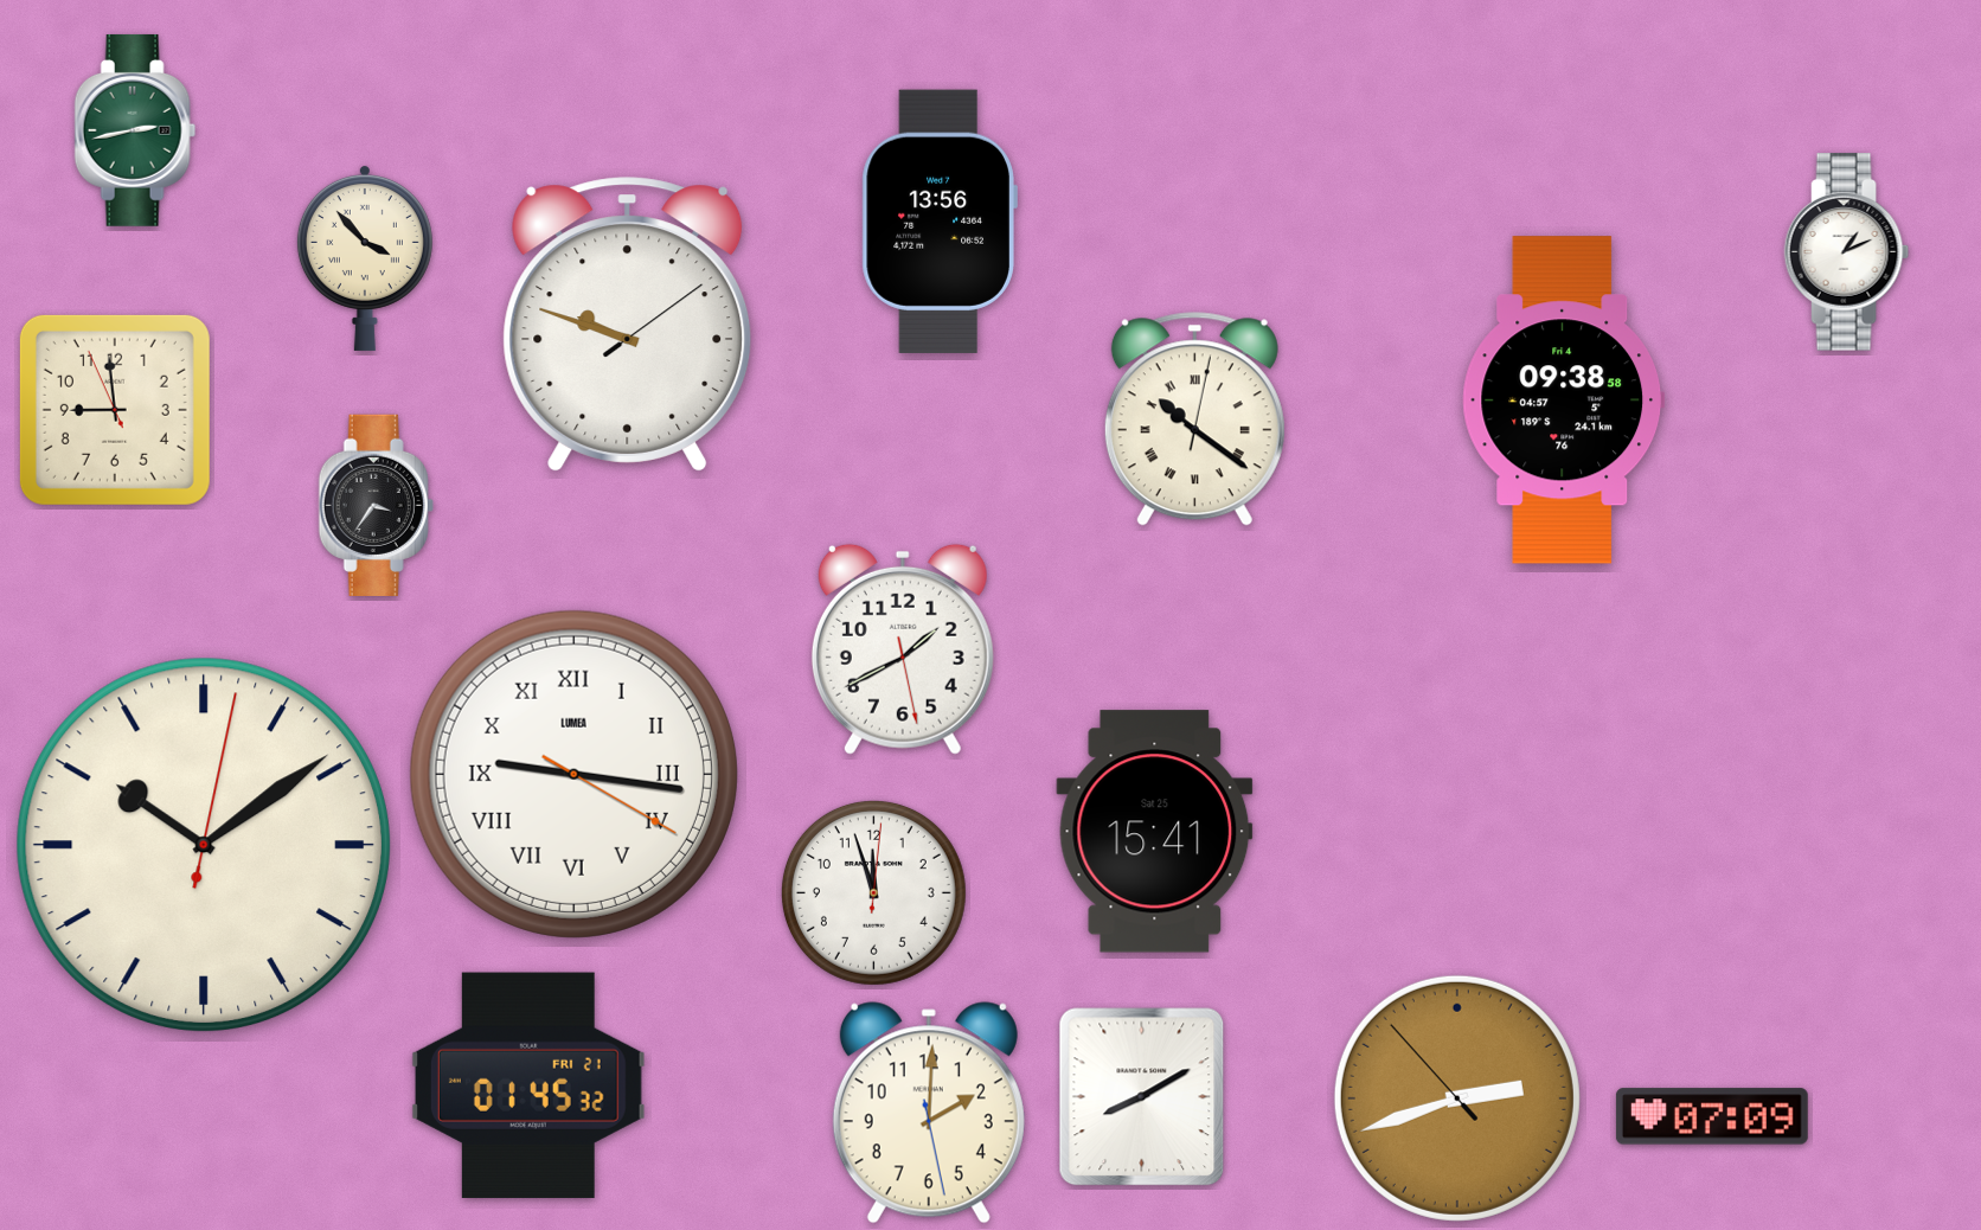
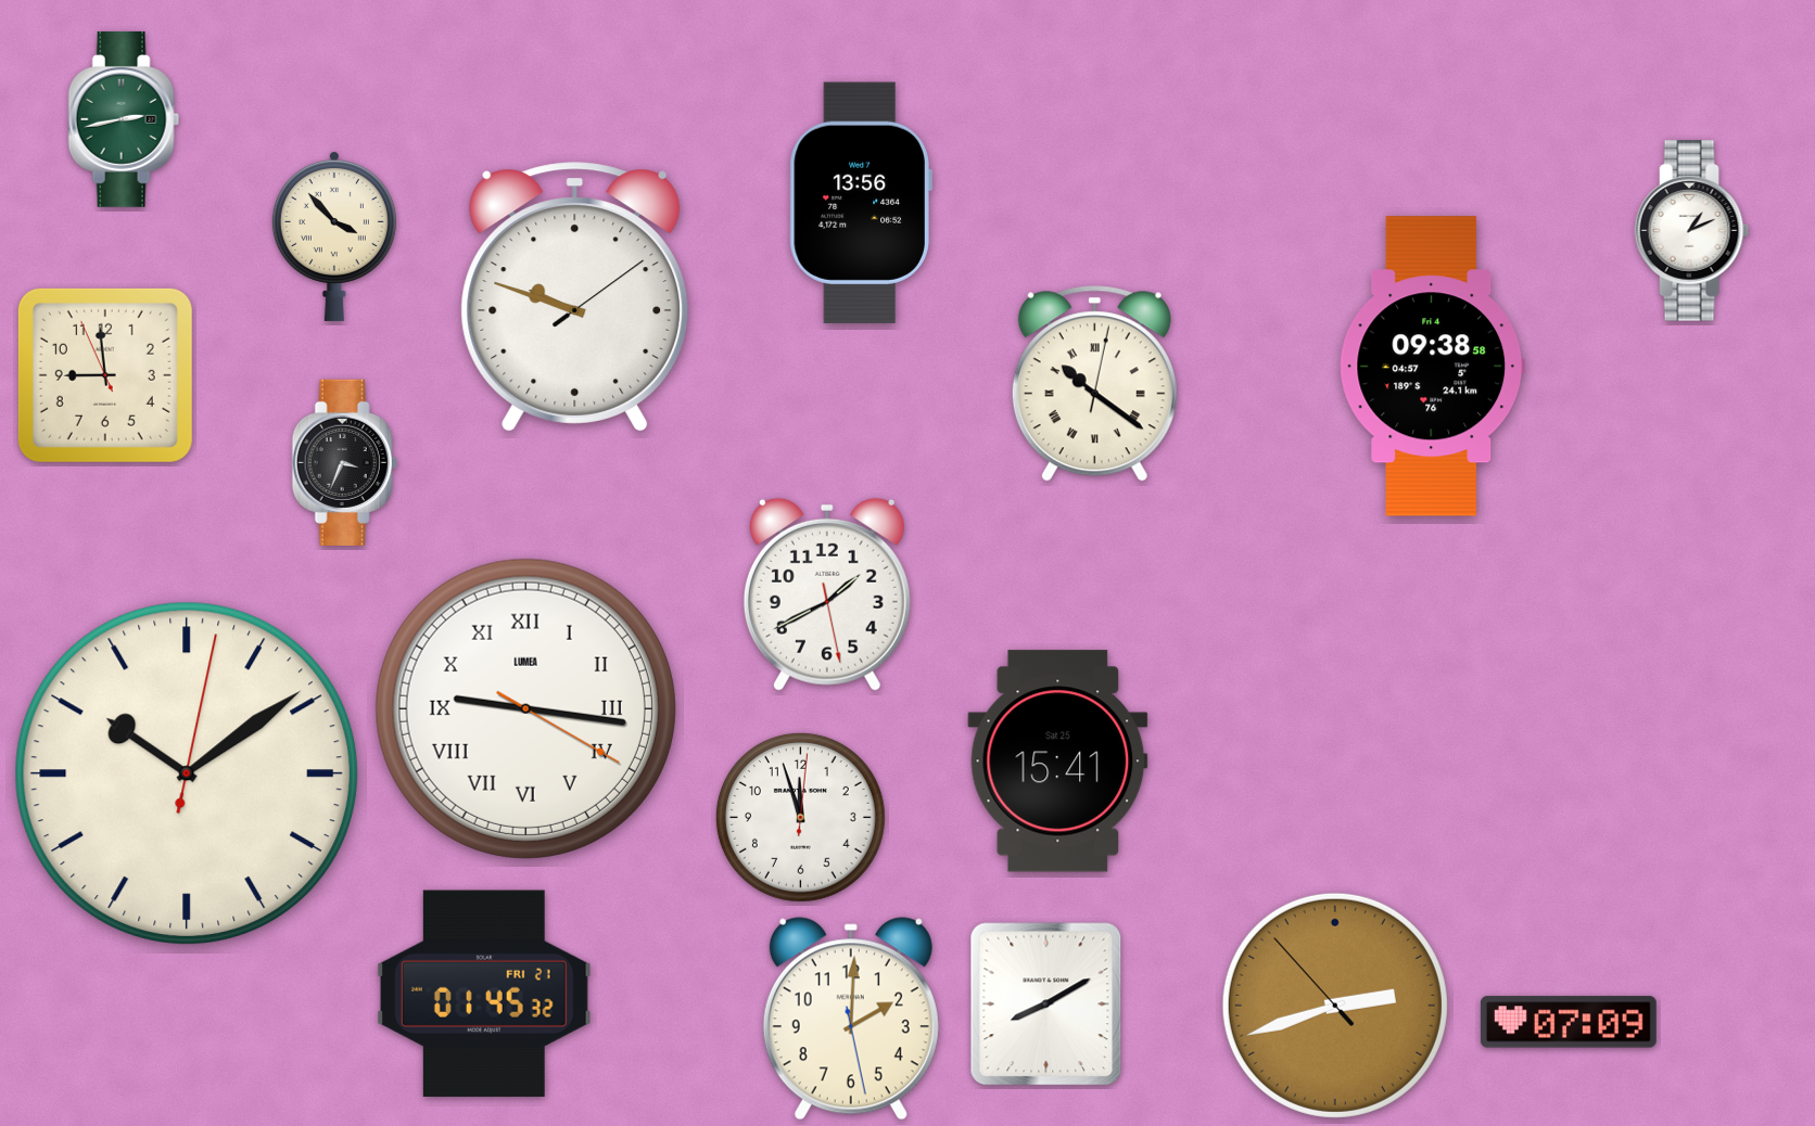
clock at (376, 505): 3:36 -> 3:34
